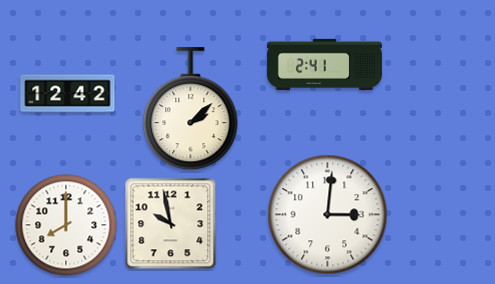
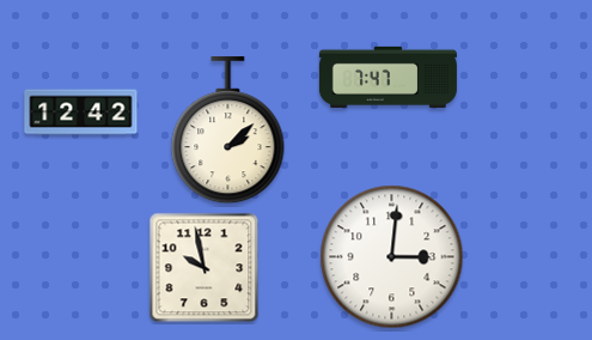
clock at (324, 64): 2:41 -> 7:47
clock at (66, 225): 8:00 -> none
